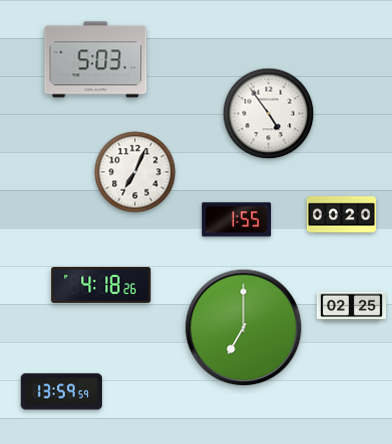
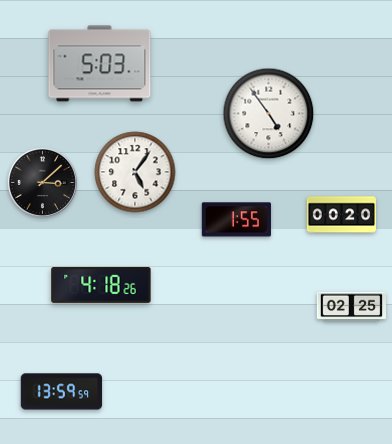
clock at (96, 60) position: (96, 60) -> (100, 64)
clock at (135, 172): 7:04 -> 5:06
clock at (42, 182): none -> 3:08
clock at (244, 328): 7:00 -> none
